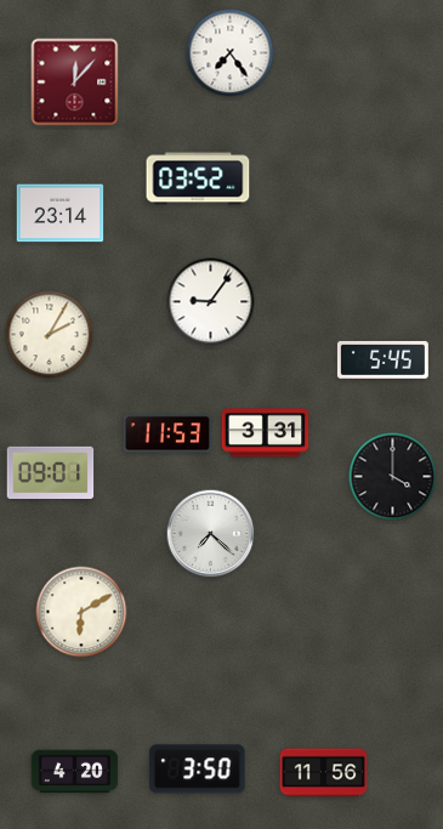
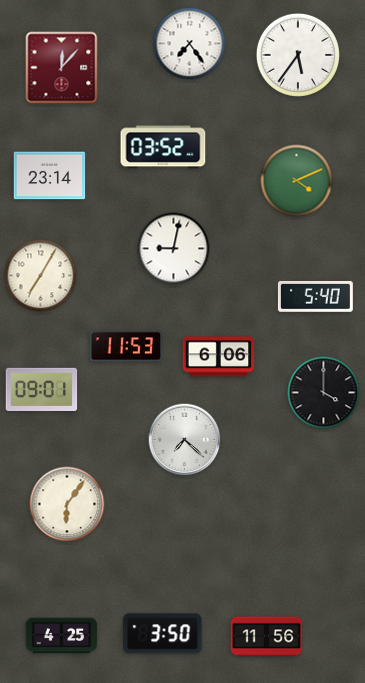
clock at (298, 55): none -> 5:36
clock at (297, 181): none -> 4:11
clock at (211, 302): 9:06 -> 9:02
clock at (50, 335): 2:05 -> 7:05
clock at (382, 359): 5:45 -> 5:40
clock at (167, 433) position: (167, 433) -> (126, 346)
clock at (266, 433): 3:31 -> 6:06
clock at (211, 534) position: (211, 534) -> (185, 440)
clock at (81, 612): 6:10 -> 6:06
clock at (75, 772): 4:20 -> 4:25
